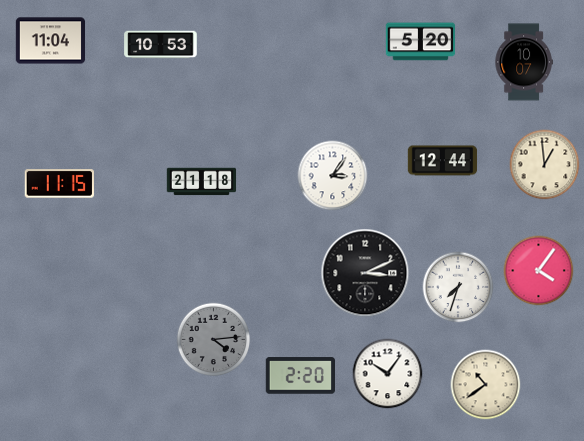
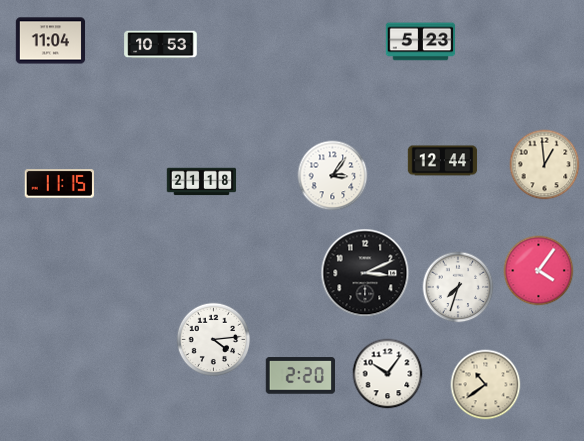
clock at (421, 42): 5:20 -> 5:23
clock at (524, 62): 10:07 -> none
clock at (214, 340) dial: grey -> white
